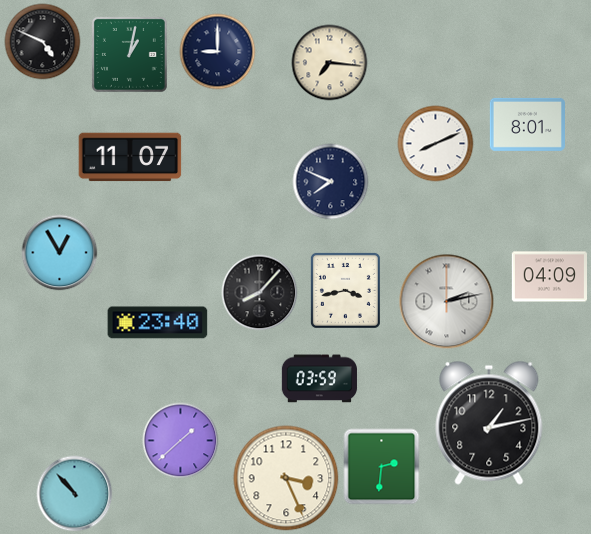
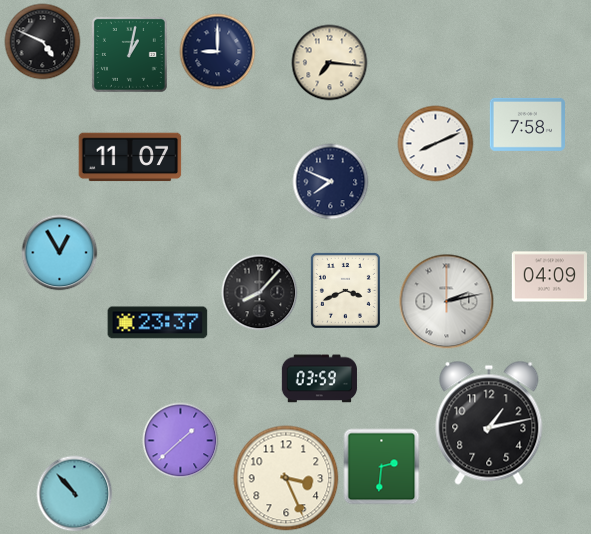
clock at (527, 124): 8:01 -> 7:58
clock at (345, 290): 3:43 -> 3:41
clock at (158, 323): 23:40 -> 23:37
